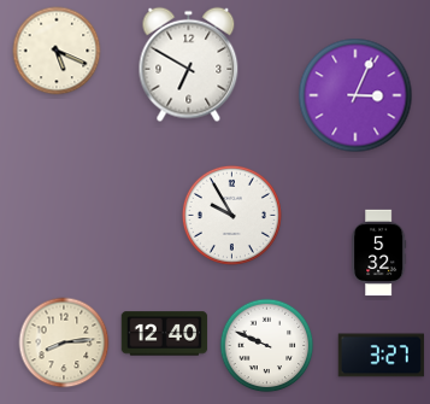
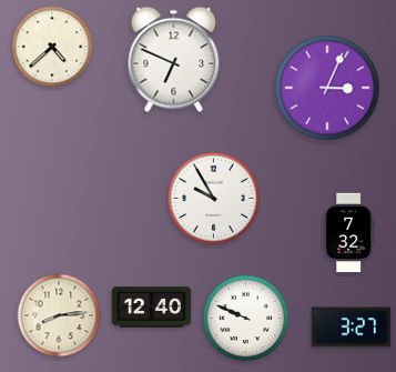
clock at (57, 51): 5:19 -> 4:38
clock at (189, 65): 6:50 -> 6:49
clock at (379, 253): 5:32 -> 7:32
